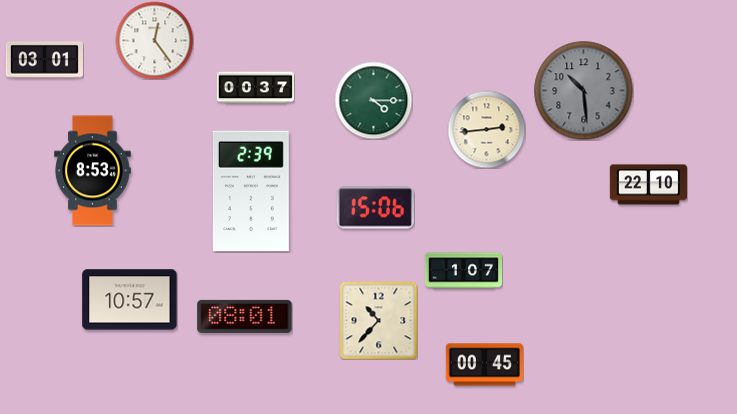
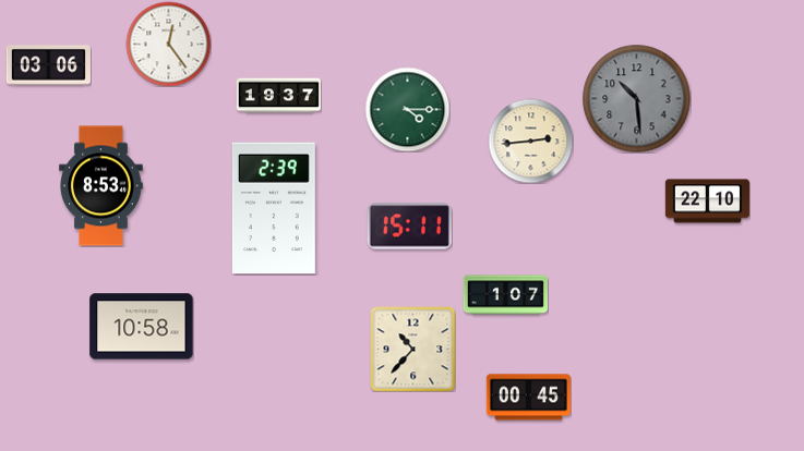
clock at (44, 60): 03:01 -> 03:06
clock at (255, 88): 00:37 -> 19:37
clock at (375, 208): 15:06 -> 15:11
clock at (130, 300): 10:57 -> 10:58
clock at (245, 316): 08:01 -> none
